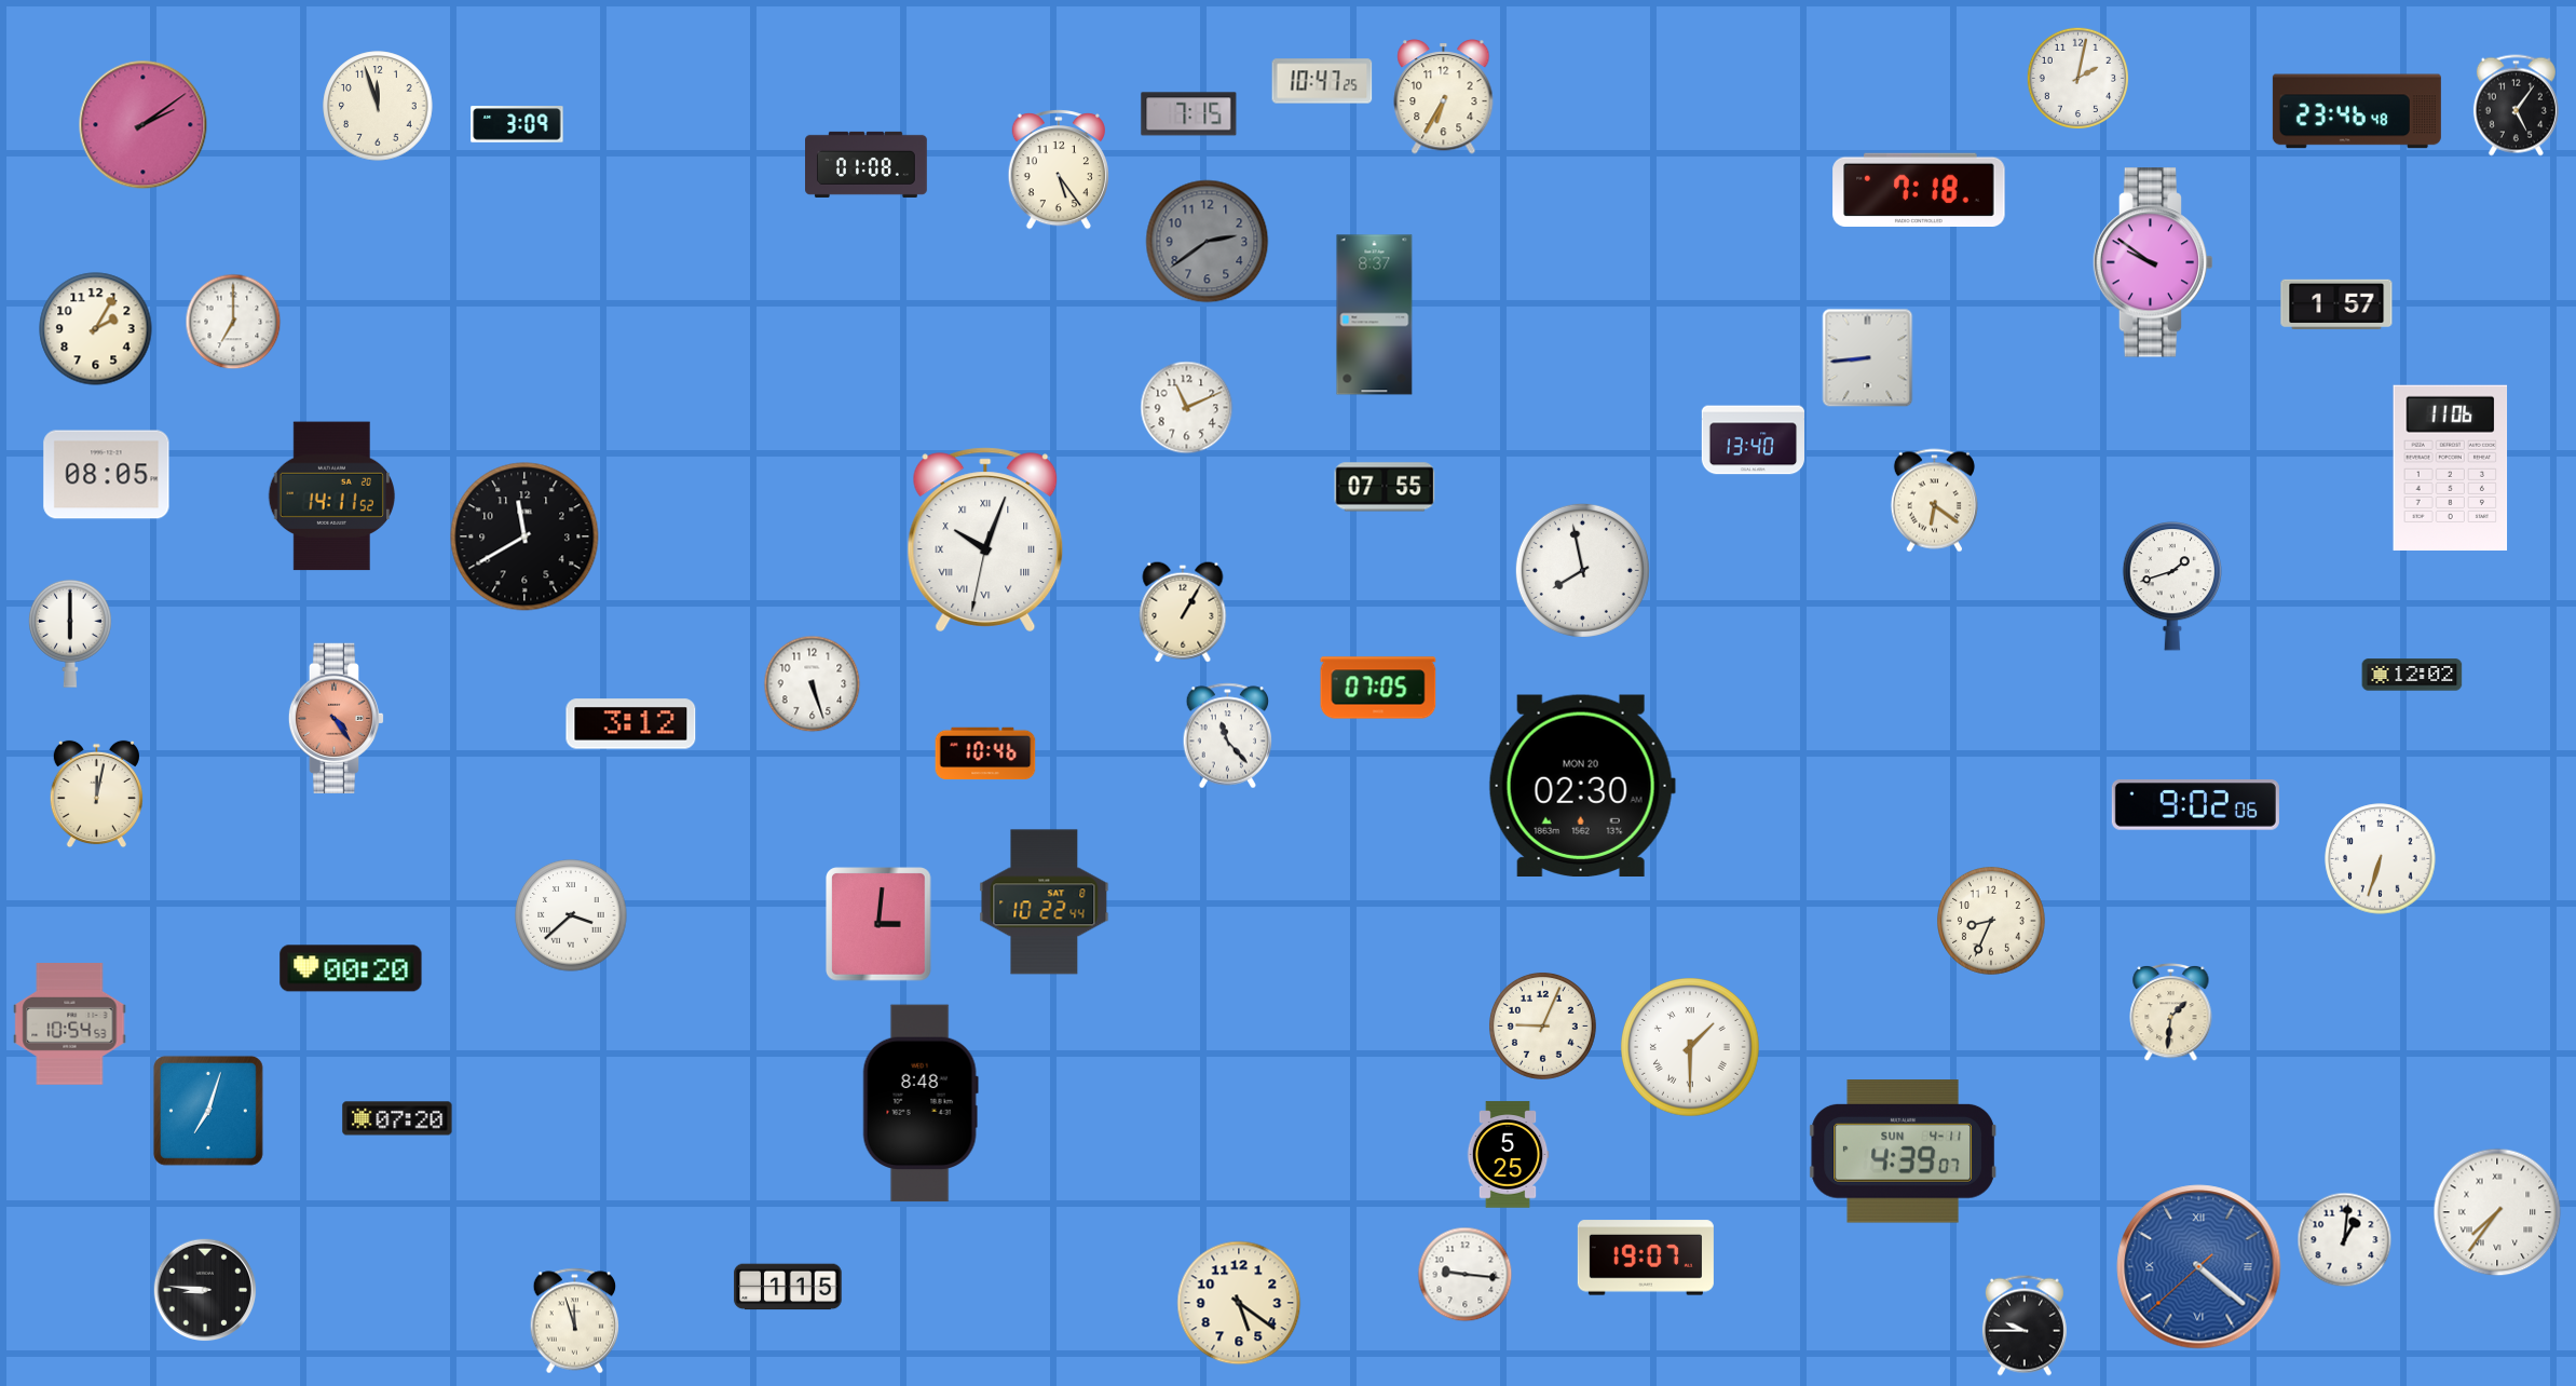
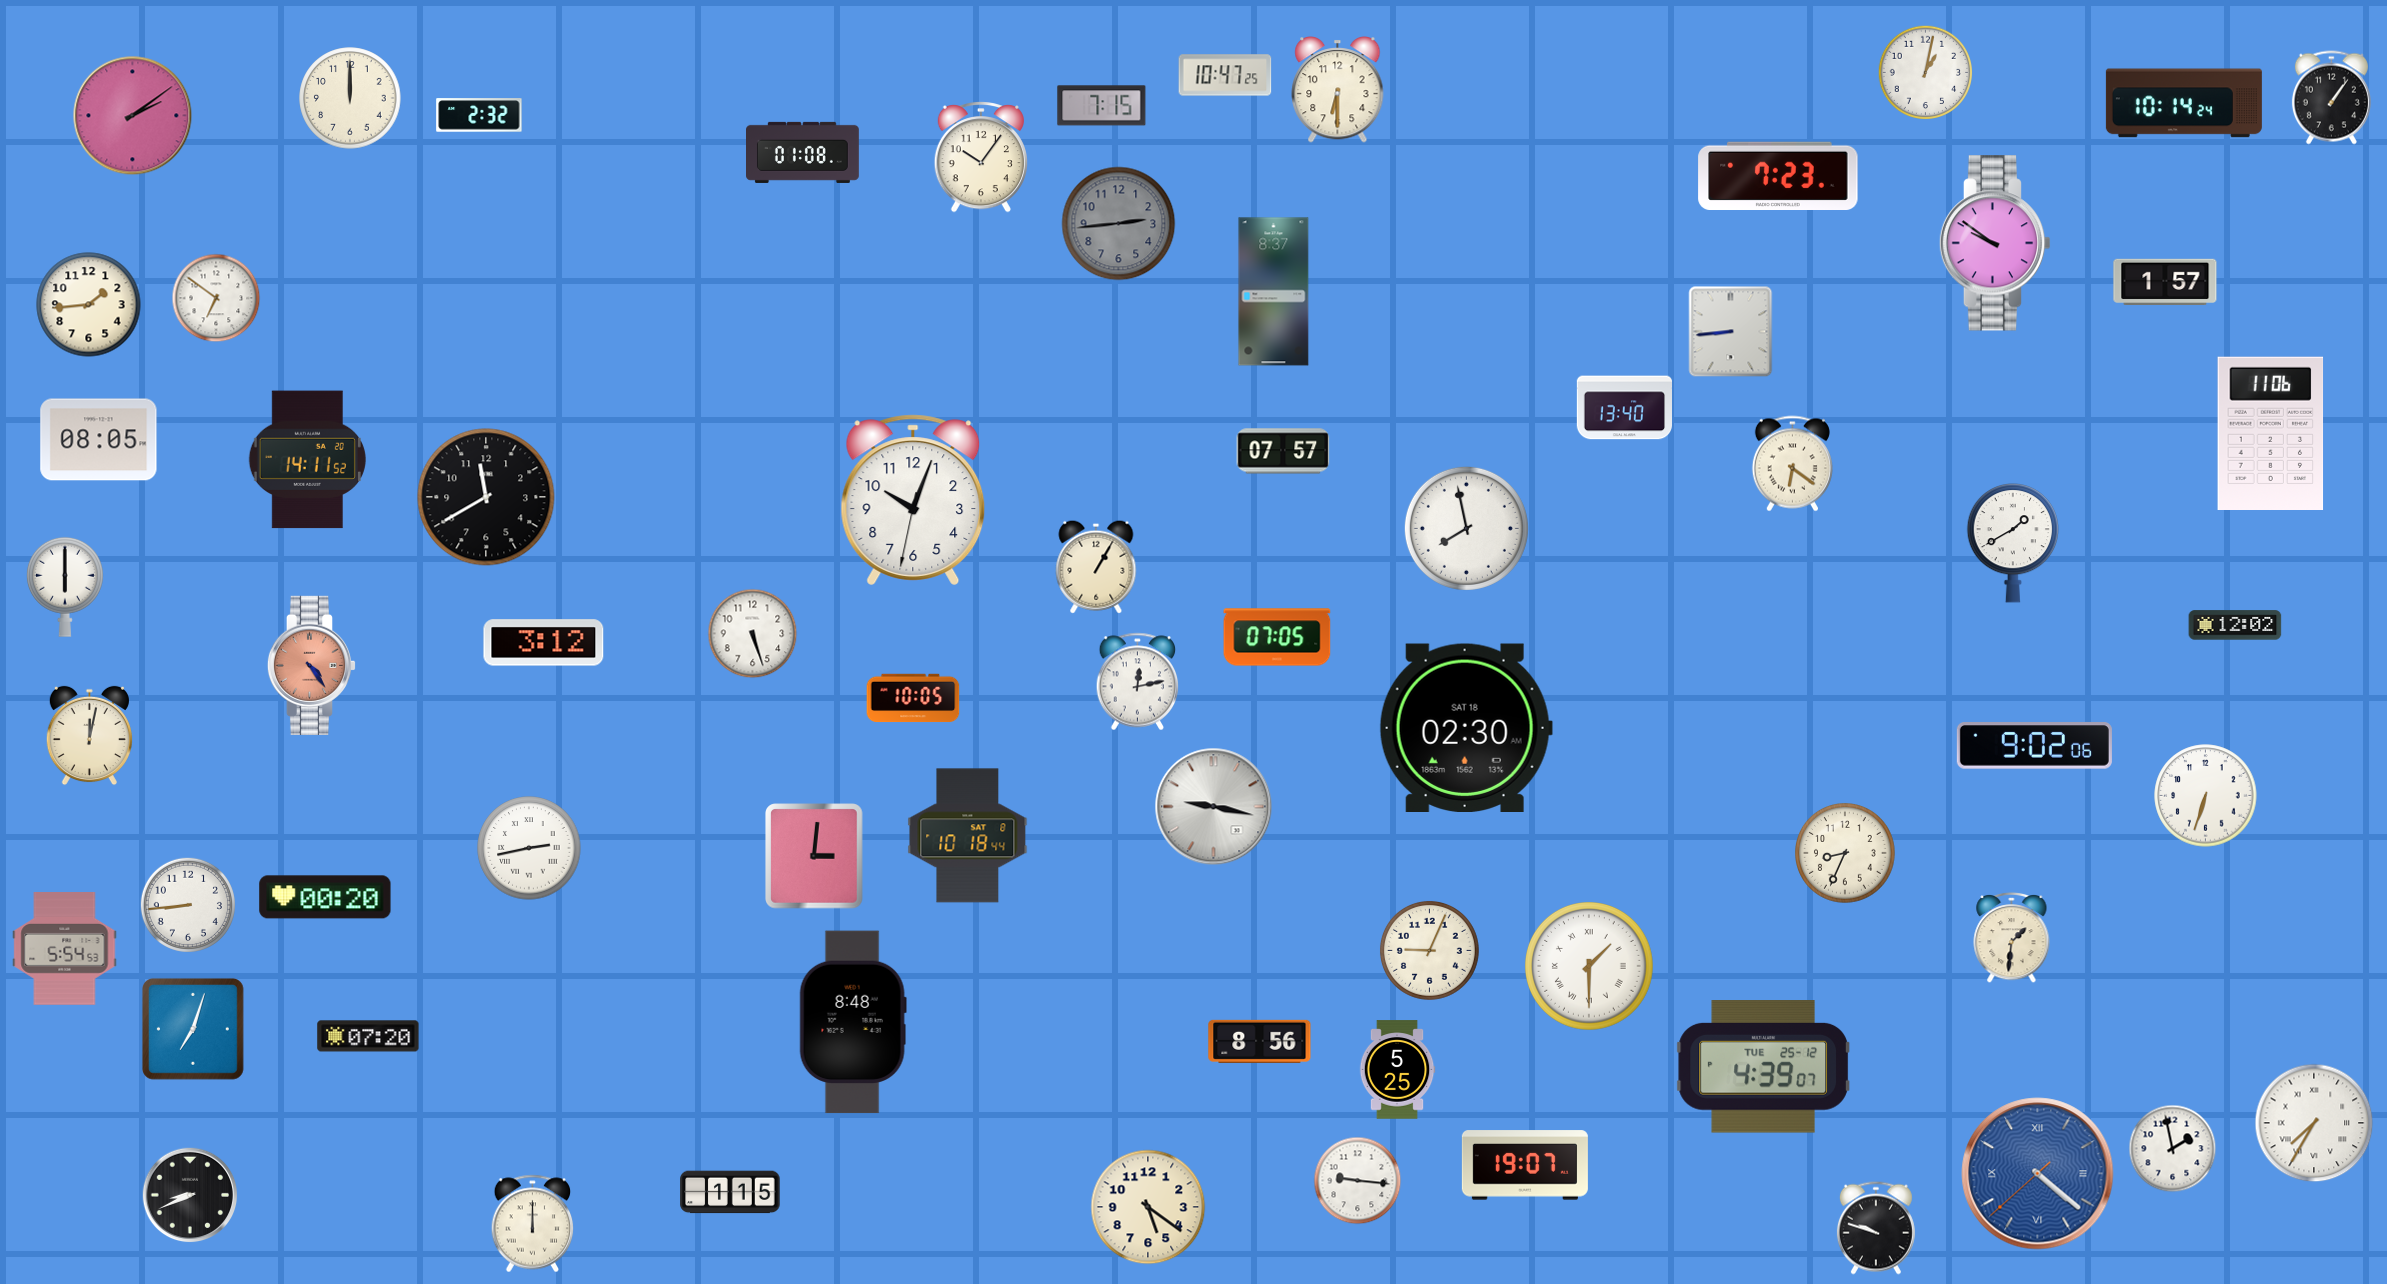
clock at (2077, 78): 2:02 -> 1:02
clock at (1444, 97): 6:35 -> 6:30
clock at (378, 106): 11:57 -> 12:00
clock at (2516, 106): 5:06 -> 1:06
clock at (2357, 111): 23:46 -> 10:14
clock at (517, 124): 3:09 -> 2:32
clock at (1059, 171): 5:24 -> 10:06
clock at (1919, 189): 7:18 -> 7:23
clock at (1208, 242): 2:39 -> 2:44
clock at (233, 322): 7:00 -> 6:51
clock at (96, 329): 2:05 -> 1:44
clock at (1187, 408): 11:11 -> none
clock at (1385, 487): 07:55 -> 07:57
clock at (985, 540) numerals: Roman -> Arabic
clock at (2172, 587): 1:42 -> 1:40
clock at (631, 724) position: (631, 724) -> (544, 643)
clock at (1228, 736): 11:23 -> 12:13
clock at (985, 753): 10:46 -> 10:05
clock at (1582, 785) date: MON 20 -> SAT 18
clock at (1214, 807): none -> 9:17
clock at (1045, 902): 10:22 -> 10:18
clock at (571, 915): 3:38 -> 2:43
clock at (188, 905): none -> 8:44
clock at (70, 1024): 10:54 -> 5:54
clock at (1691, 1048) position: (1691, 1048) -> (1590, 967)
clock at (1260, 1041): none -> 8:56
clock at (1903, 1152) date: SUN 4-11 -> TUE 25-12
clock at (2497, 1212): 7:36 -> 7:35
clock at (2345, 1240): 1:01 -> 1:58
clock at (205, 1290): 8:46 -> 8:41
clock at (575, 1321): 11:57 -> 12:00
clock at (2025, 1326): 9:45 -> 9:48
